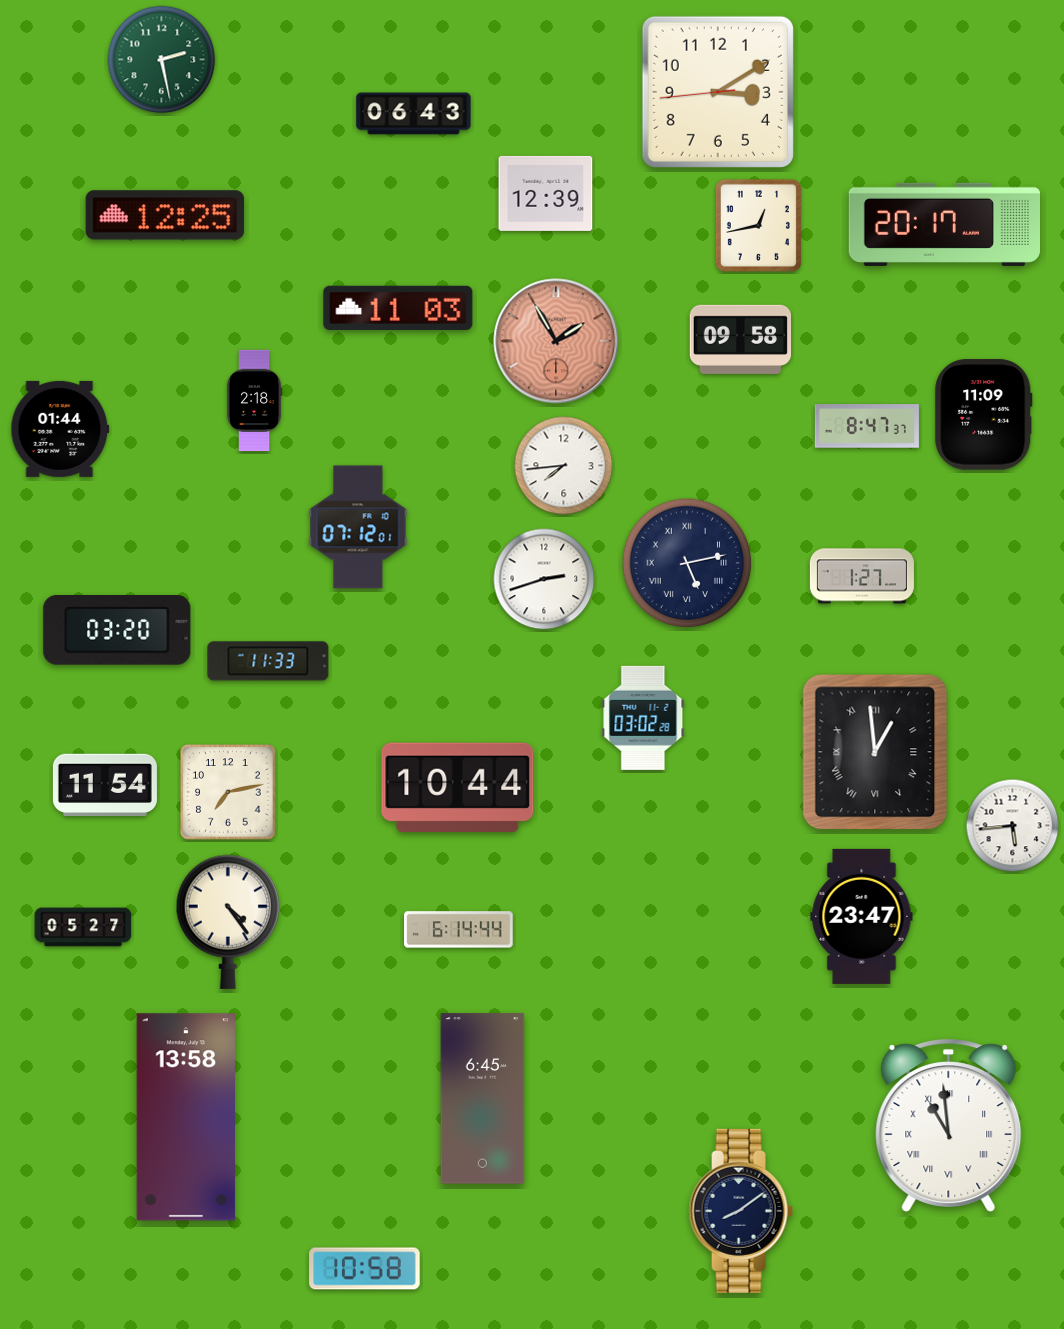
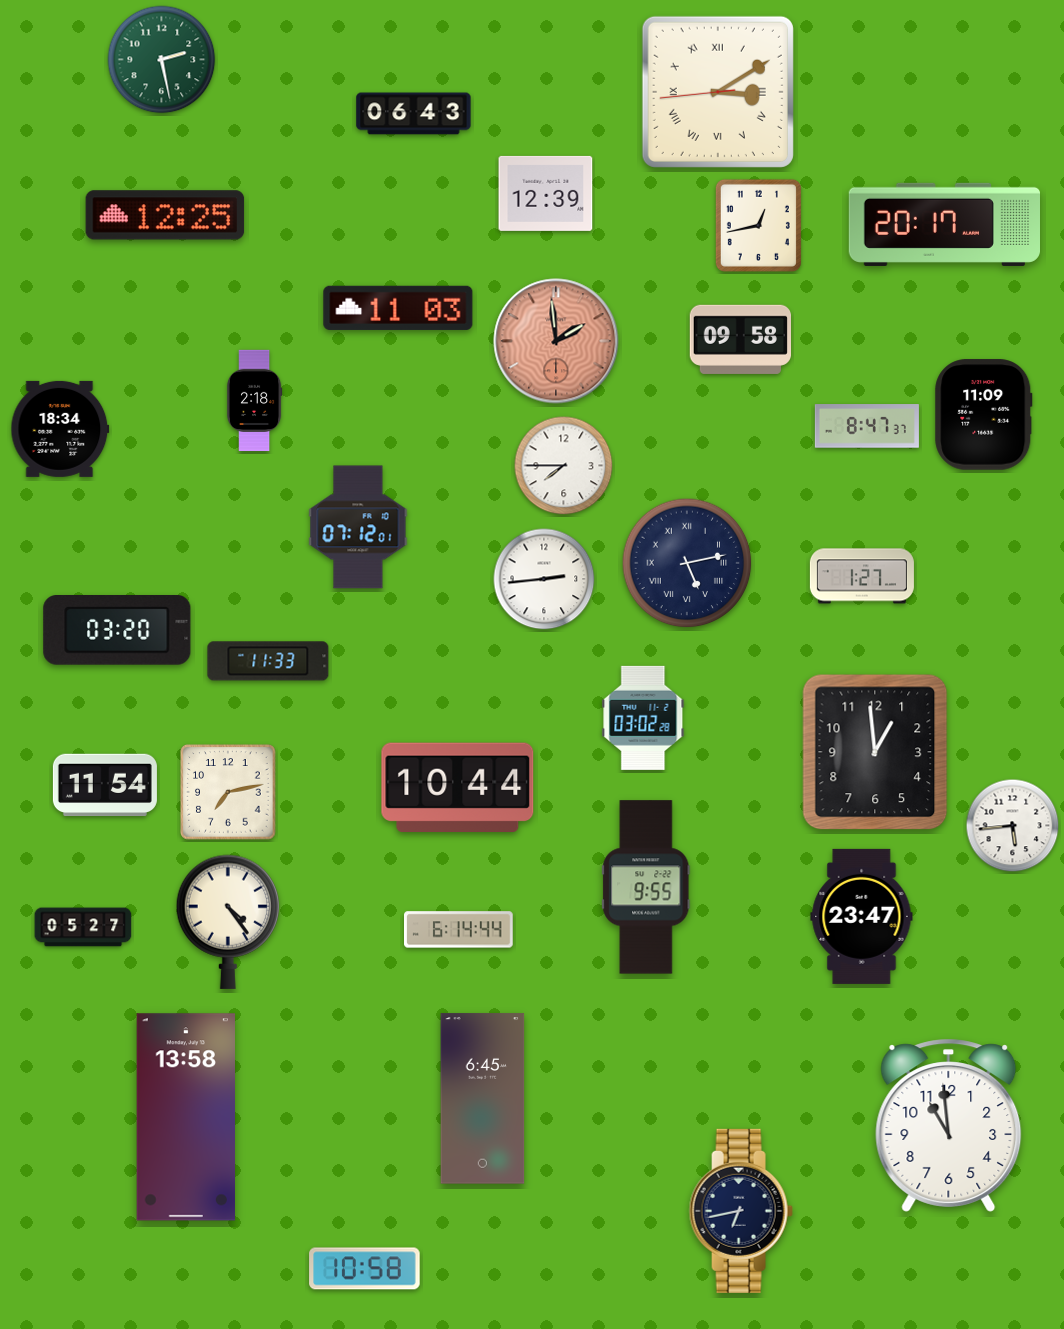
clock at (718, 92) numerals: Arabic -> Roman
clock at (556, 341): 1:55 -> 1:59
clock at (60, 429): 01:44 -> 18:34
clock at (564, 466): 7:44 -> 7:45
clock at (544, 579): 2:42 -> 2:44
clock at (875, 752) numerals: Roman -> Arabic
clock at (646, 887): none -> 9:55
clock at (949, 1125) numerals: Roman -> Arabic
clock at (741, 1211): 8:09 -> 6:43
